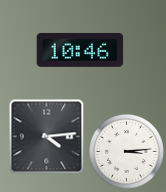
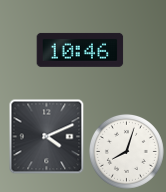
clock at (47, 137): 4:14 -> 4:11
clock at (126, 151): 3:14 -> 8:03
